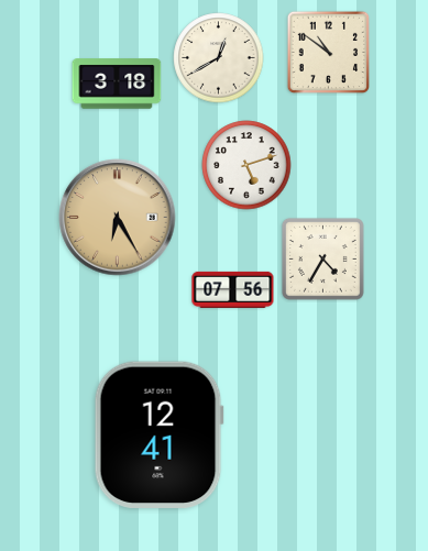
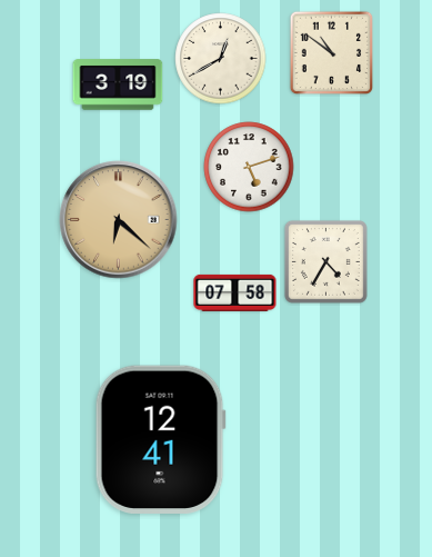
clock at (117, 84): 3:18 -> 3:19
clock at (118, 218): 6:25 -> 6:22
clock at (233, 289): 07:56 -> 07:58
